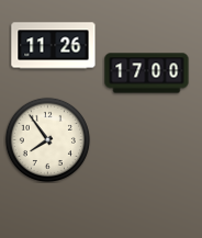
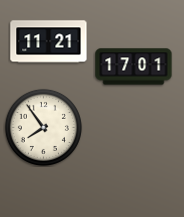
clock at (54, 46): 11:26 -> 11:21
clock at (147, 73): 17:00 -> 17:01
